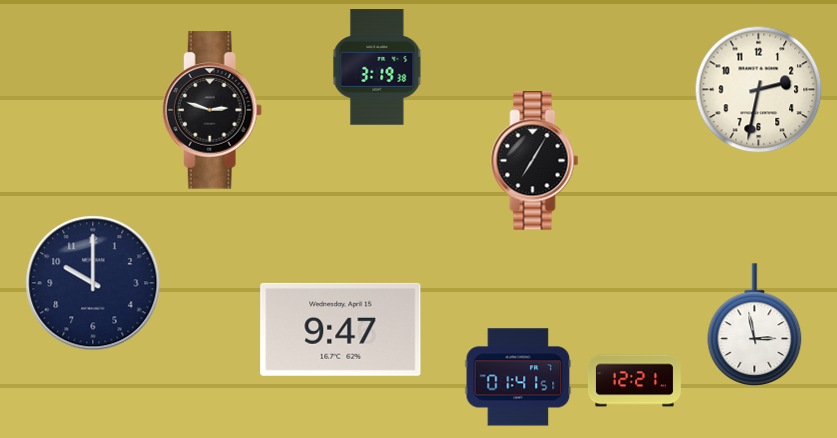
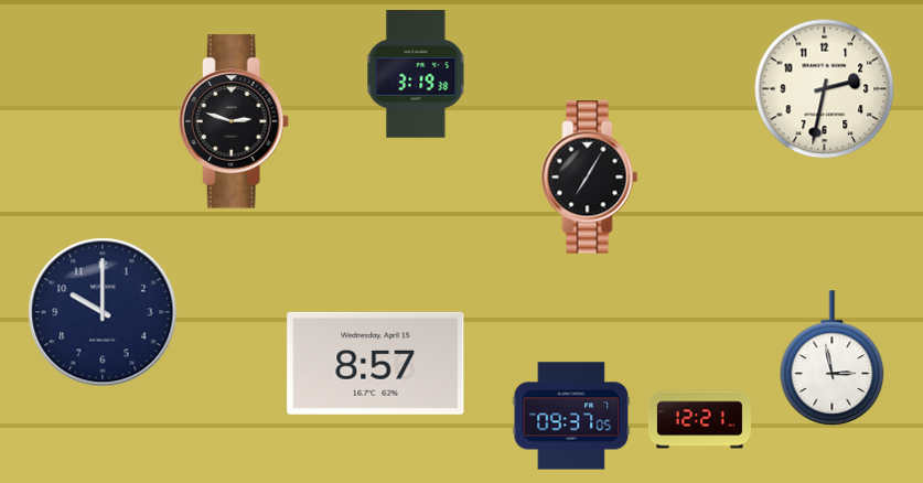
clock at (759, 90) position: (759, 90) -> (825, 89)
clock at (341, 329): 9:47 -> 8:57
clock at (518, 377): 01:41 -> 09:37
